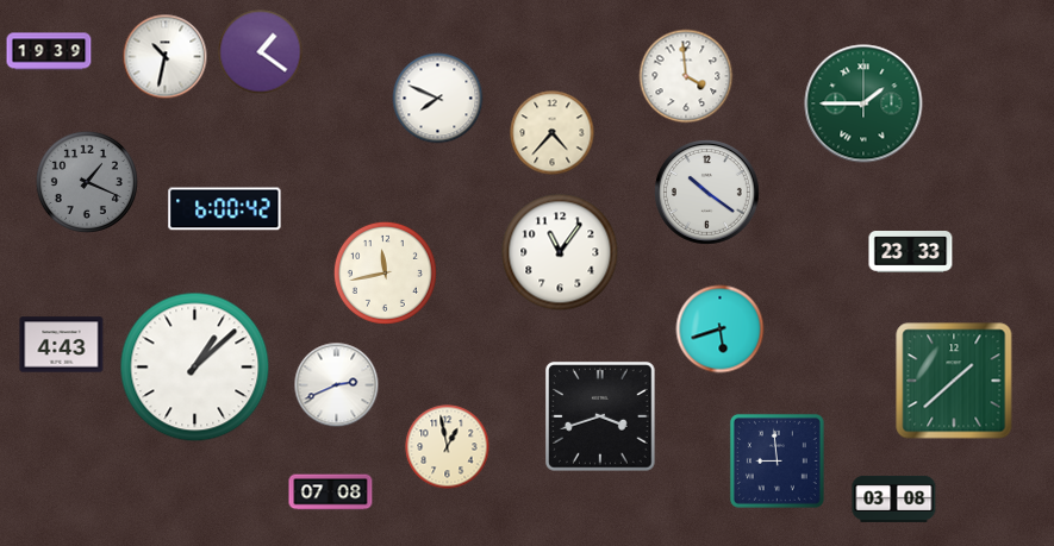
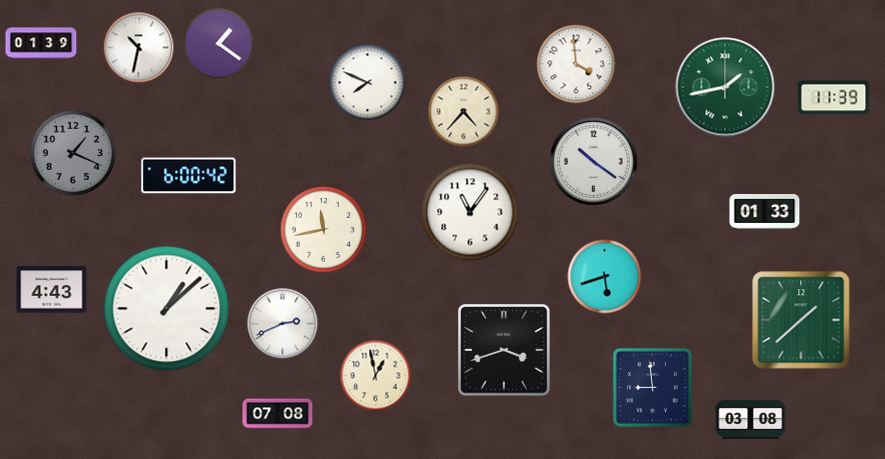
clock at (49, 51): 19:39 -> 01:39
clock at (863, 103): 1:45 -> 1:43
clock at (834, 98): none -> 11:39
clock at (911, 252): 23:33 -> 01:33
clock at (195, 368) position: (195, 368) -> (167, 309)
